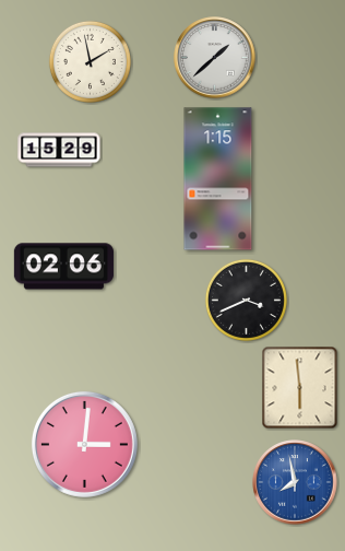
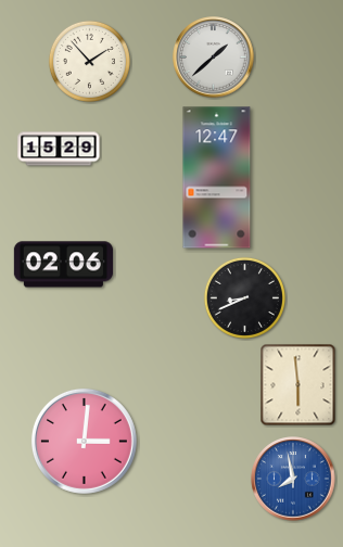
clock at (90, 61): 1:58 -> 1:53
clock at (218, 179): 1:15 -> 12:47
clock at (246, 300): 3:41 -> 8:41
